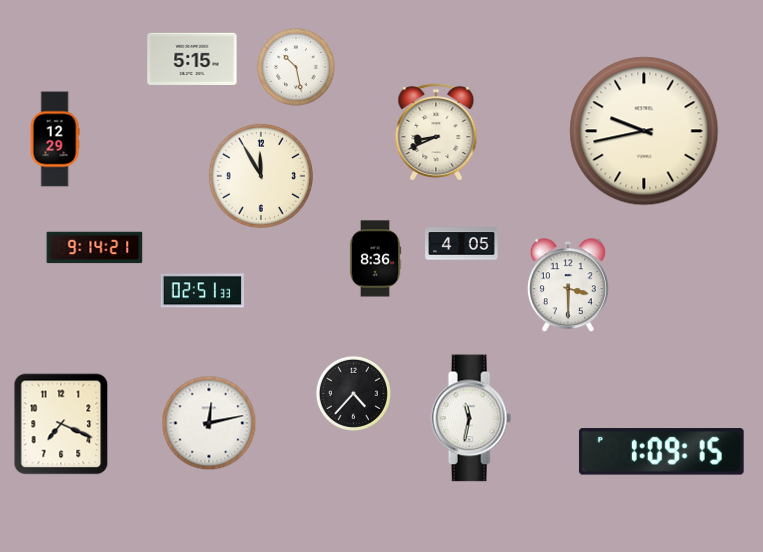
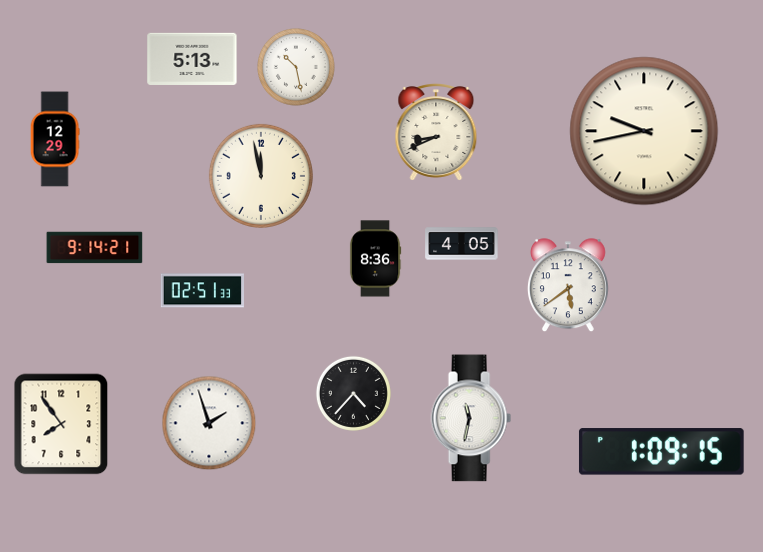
clock at (192, 59): 5:15 -> 5:13
clock at (261, 176): 11:55 -> 11:58
clock at (568, 286): 3:30 -> 5:39
clock at (209, 423): 12:13 -> 1:57
clock at (61, 424): 7:19 -> 7:54
